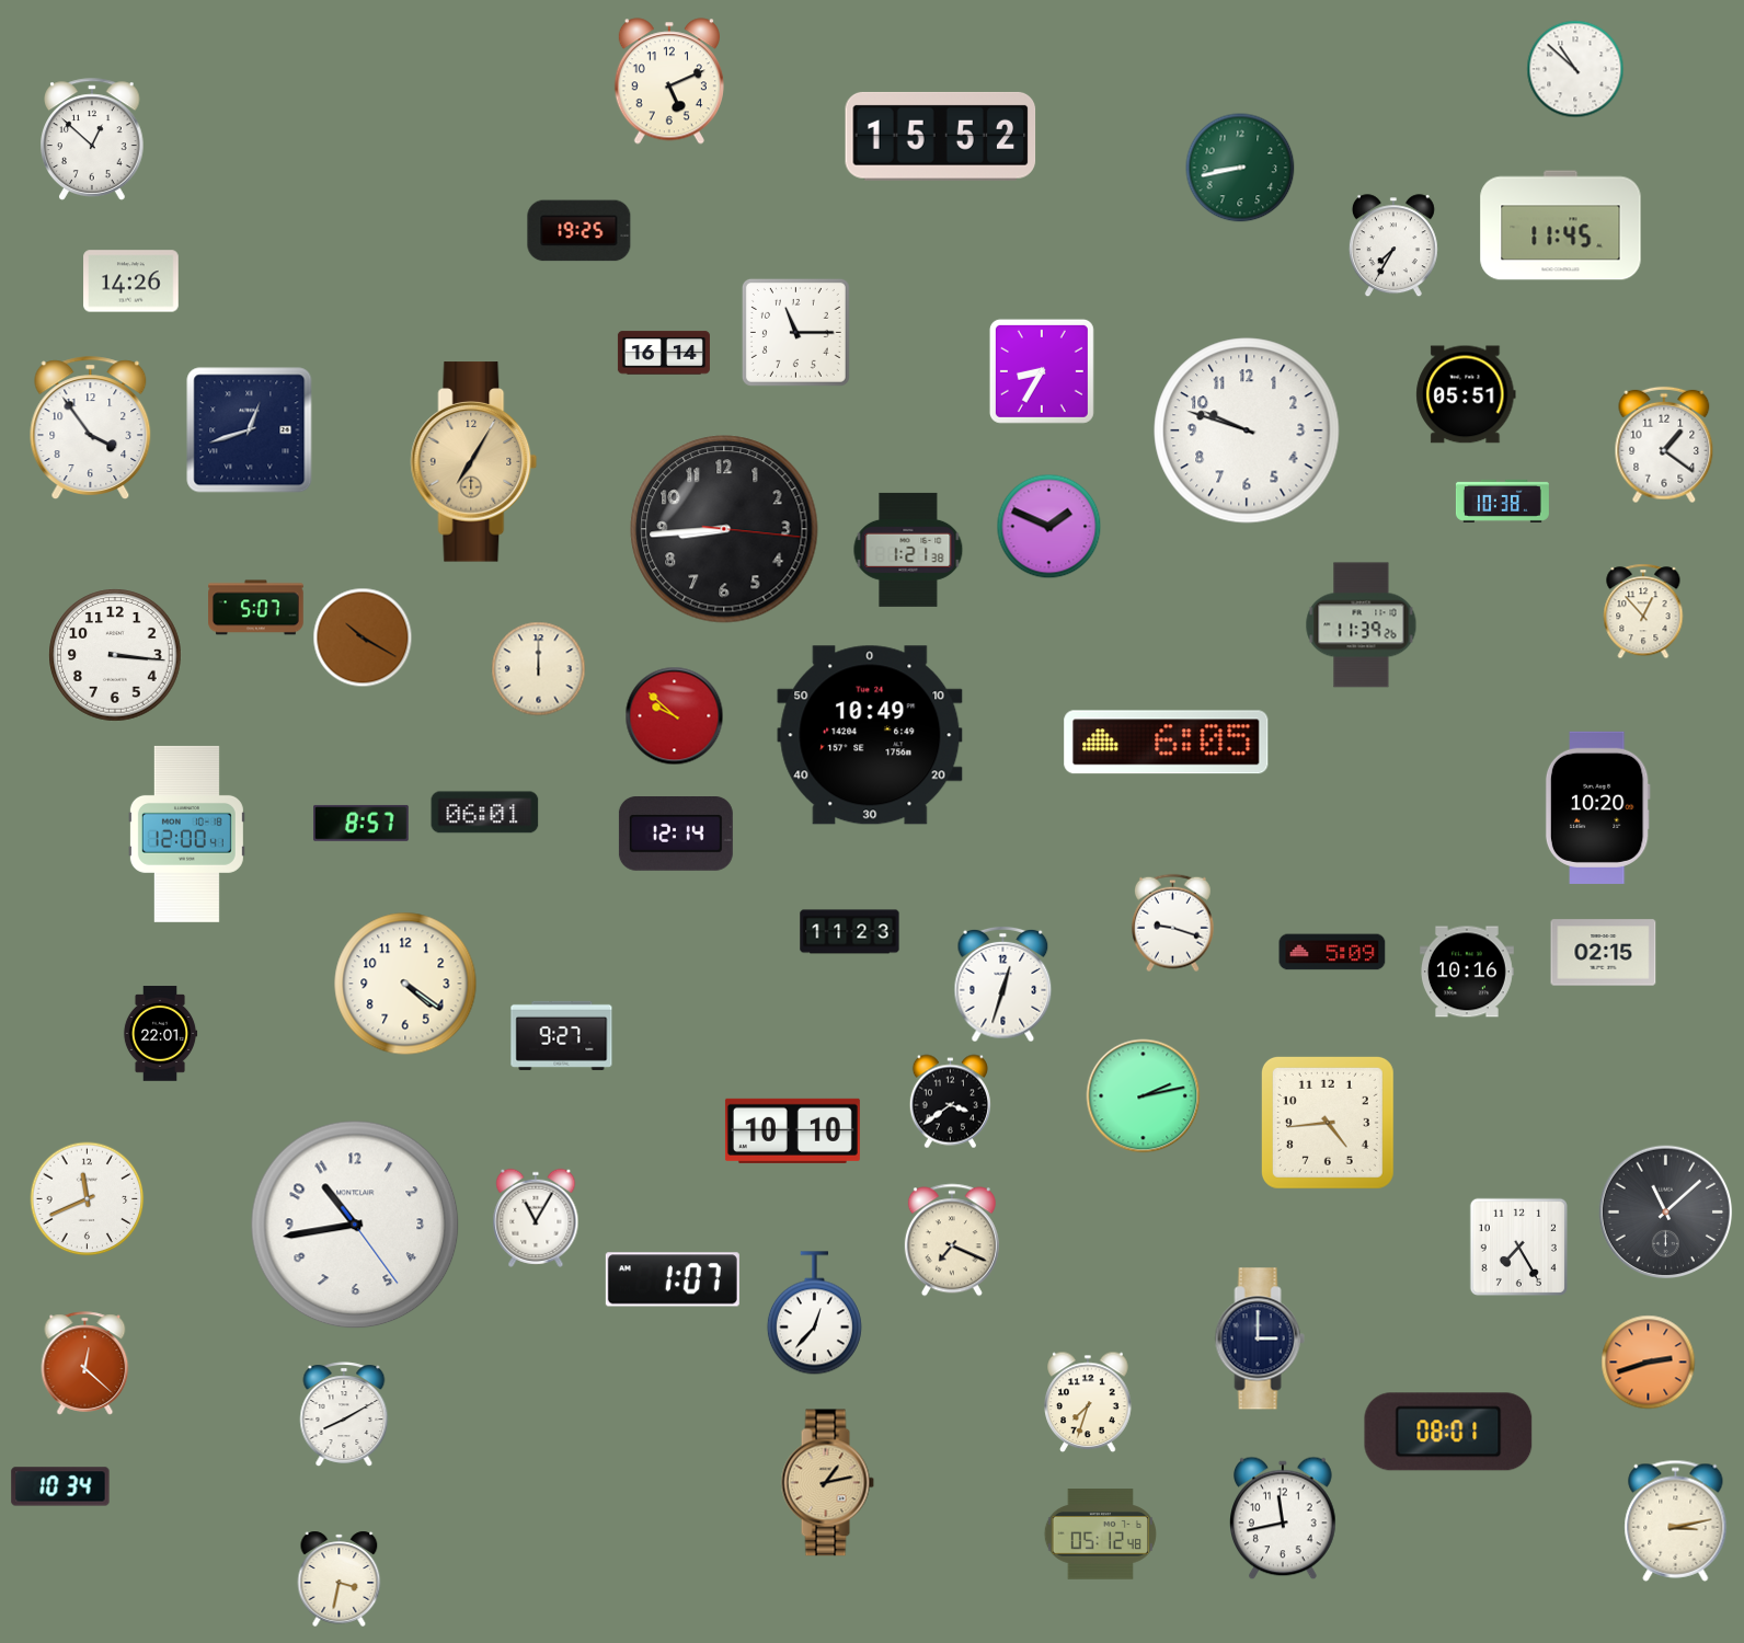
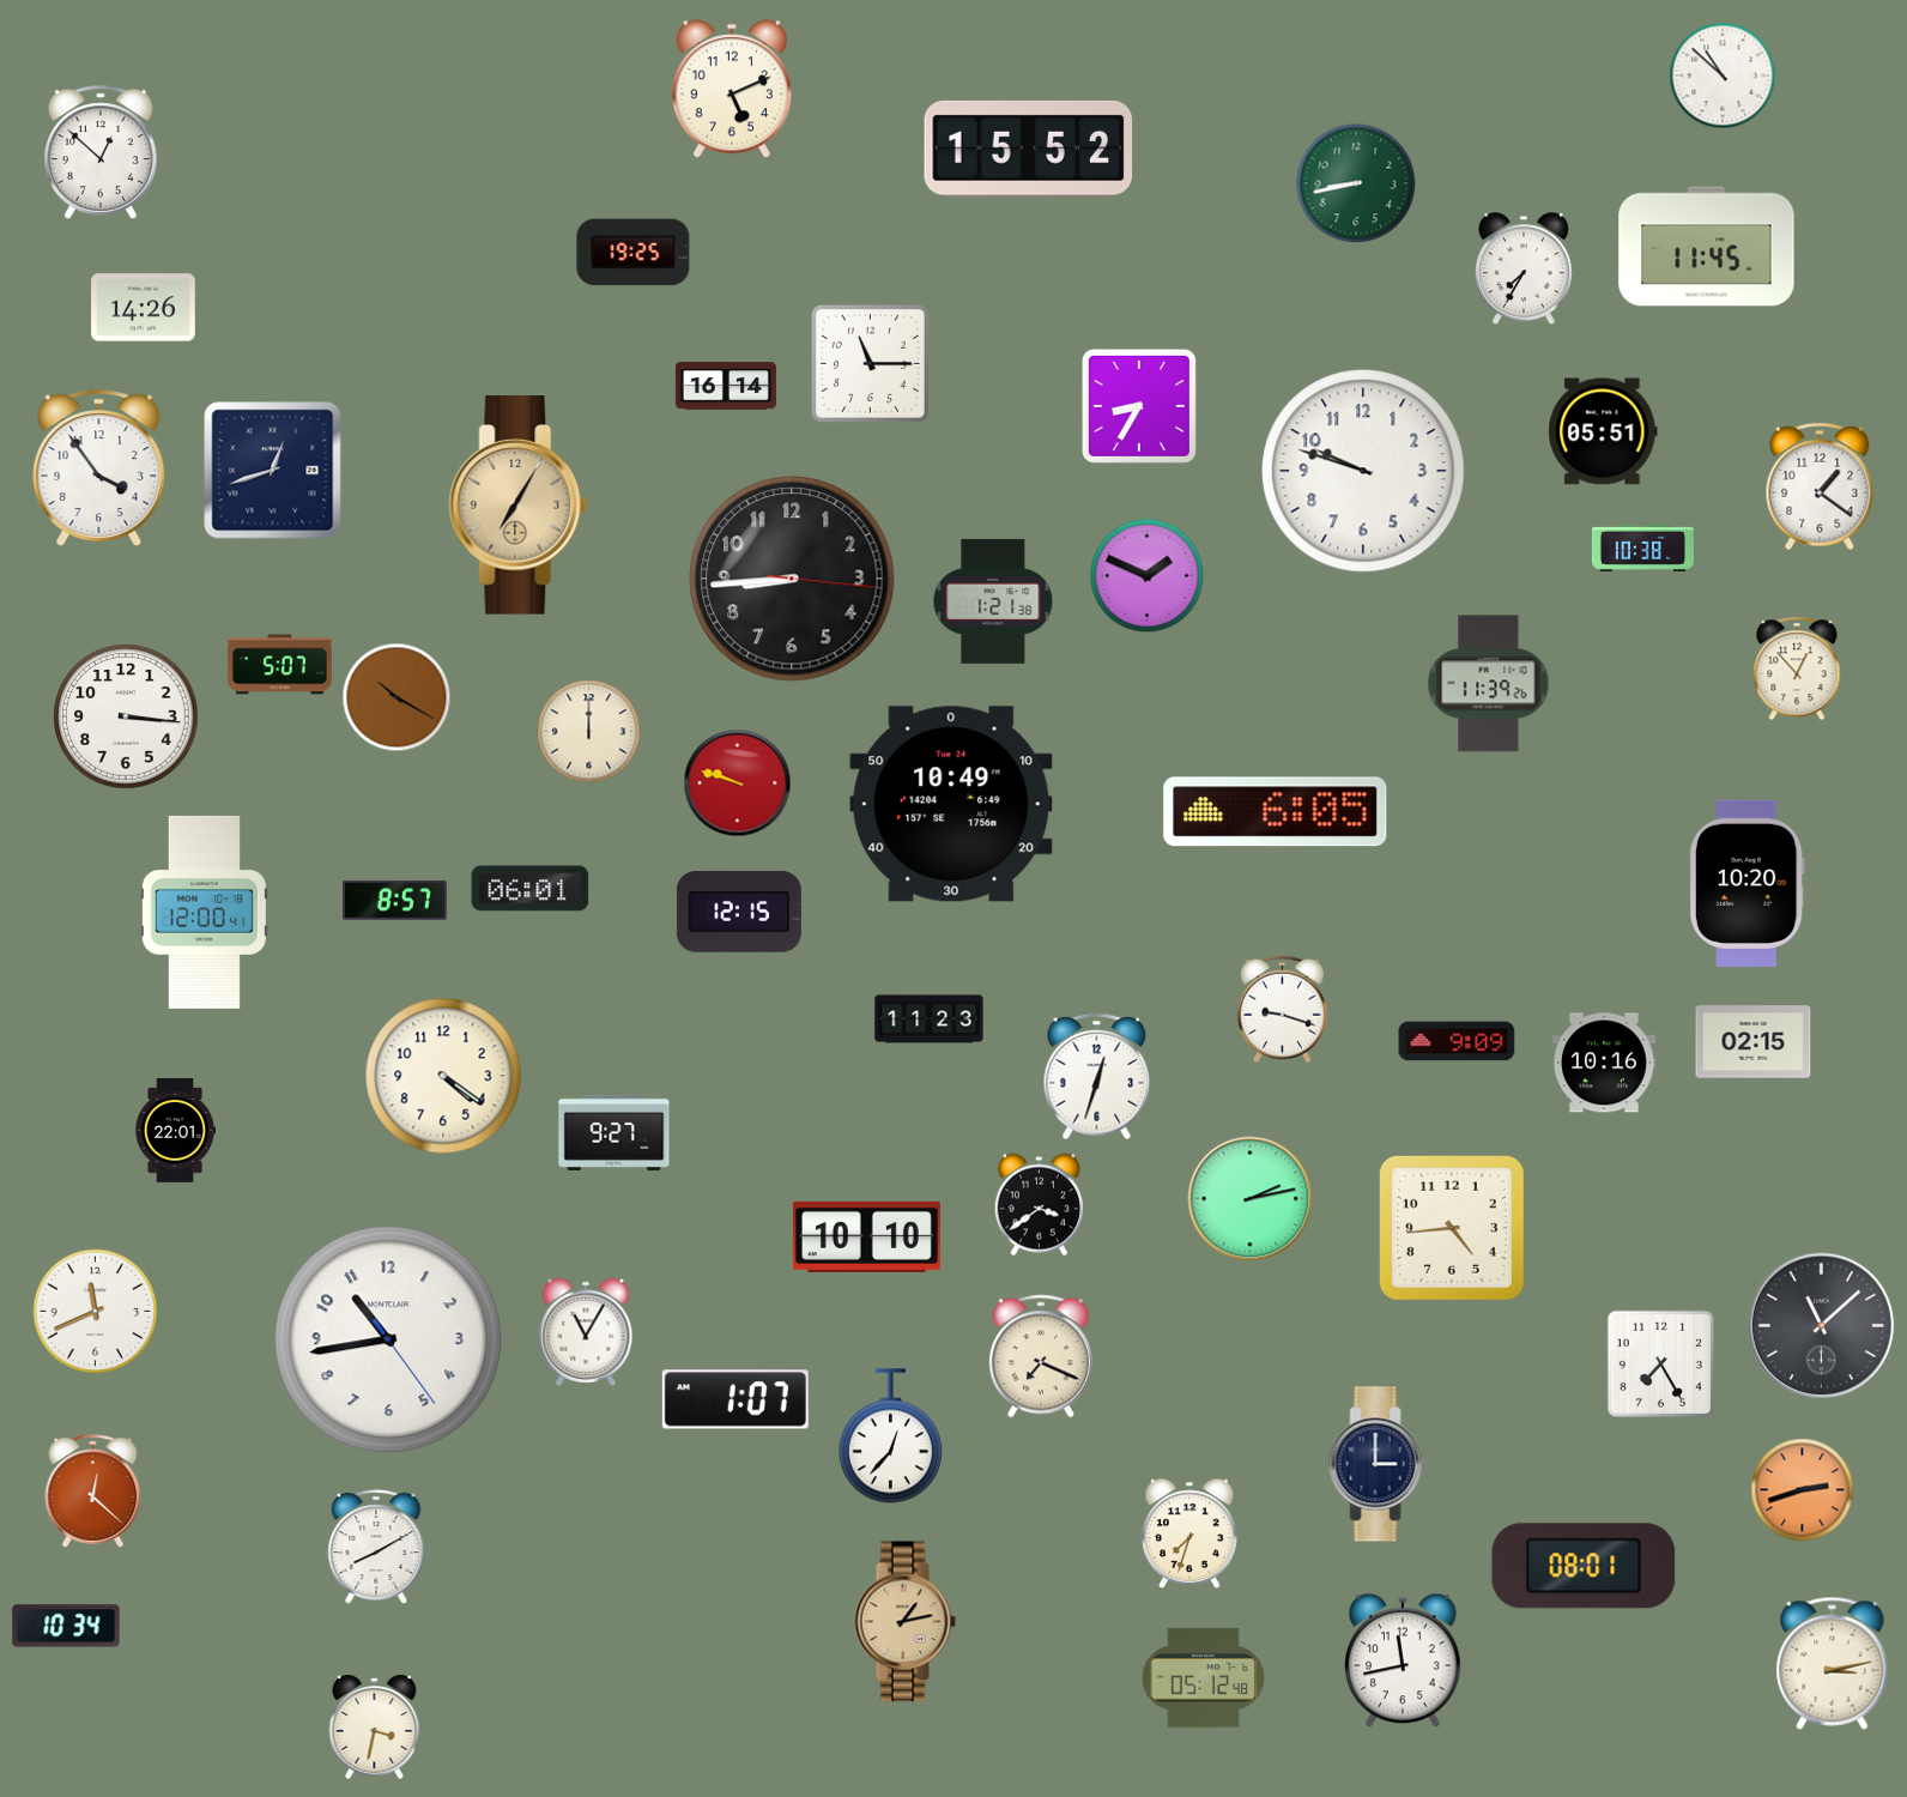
clock at (675, 716): 9:52 -> 9:48
clock at (676, 835): 12:14 -> 12:15
clock at (1332, 952): 5:09 -> 9:09
clock at (340, 1578) position: (340, 1578) -> (375, 1726)
